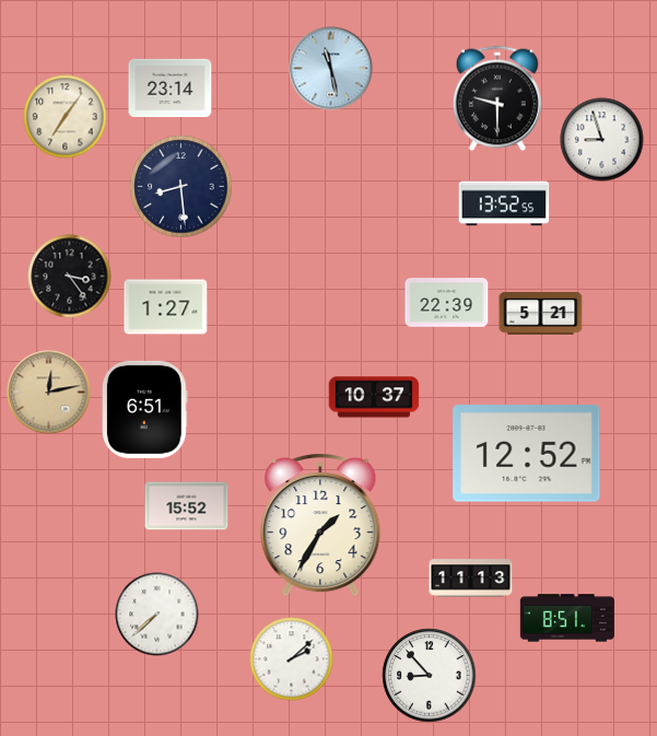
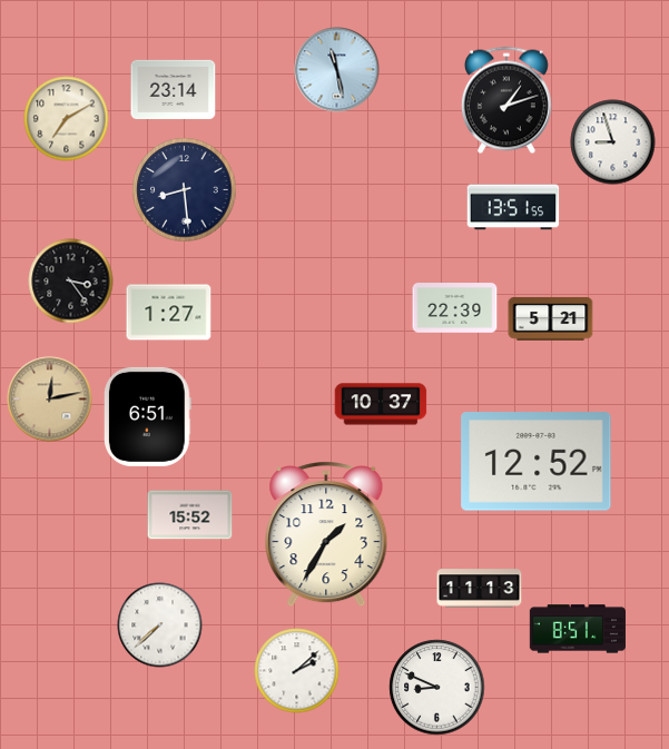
clock at (497, 98): 9:30 -> 1:12
clock at (66, 117): 7:06 -> 7:10
clock at (504, 203): 13:52 -> 13:51
clock at (430, 676): 8:53 -> 8:49
